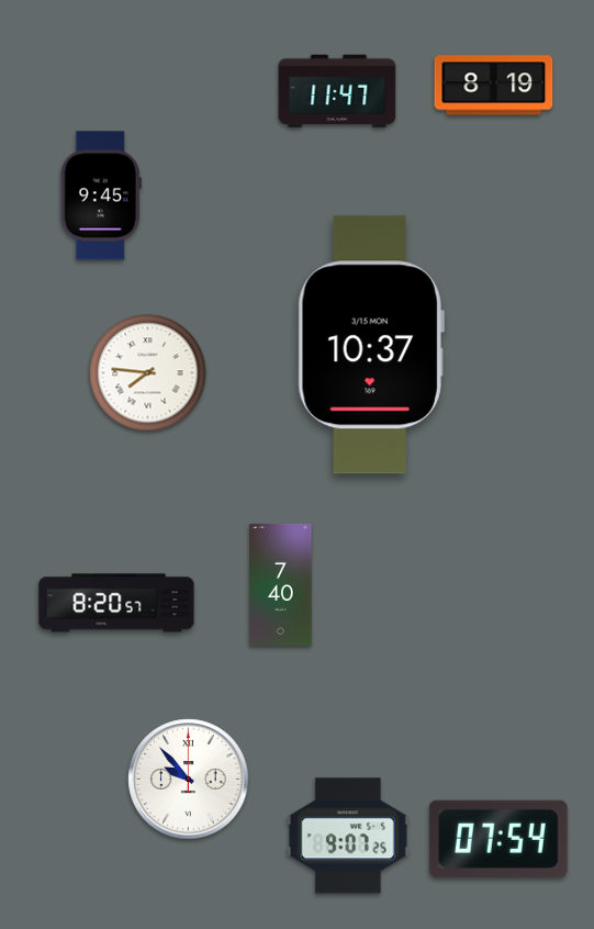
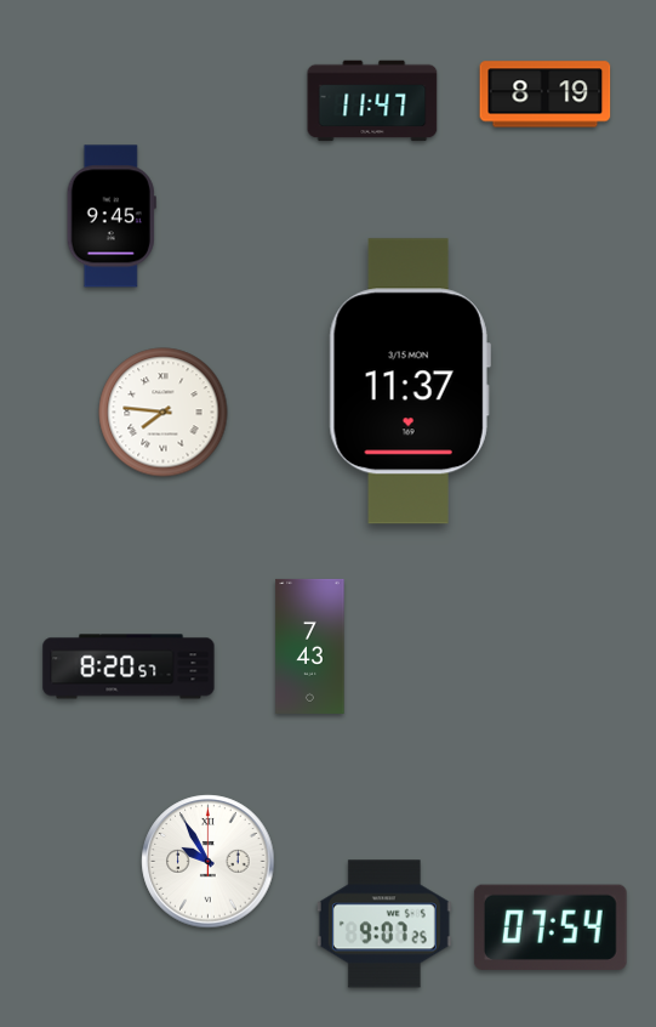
clock at (371, 345): 10:37 -> 11:37
clock at (281, 584): 7:40 -> 7:43
clock at (189, 780): 9:53 -> 9:55
